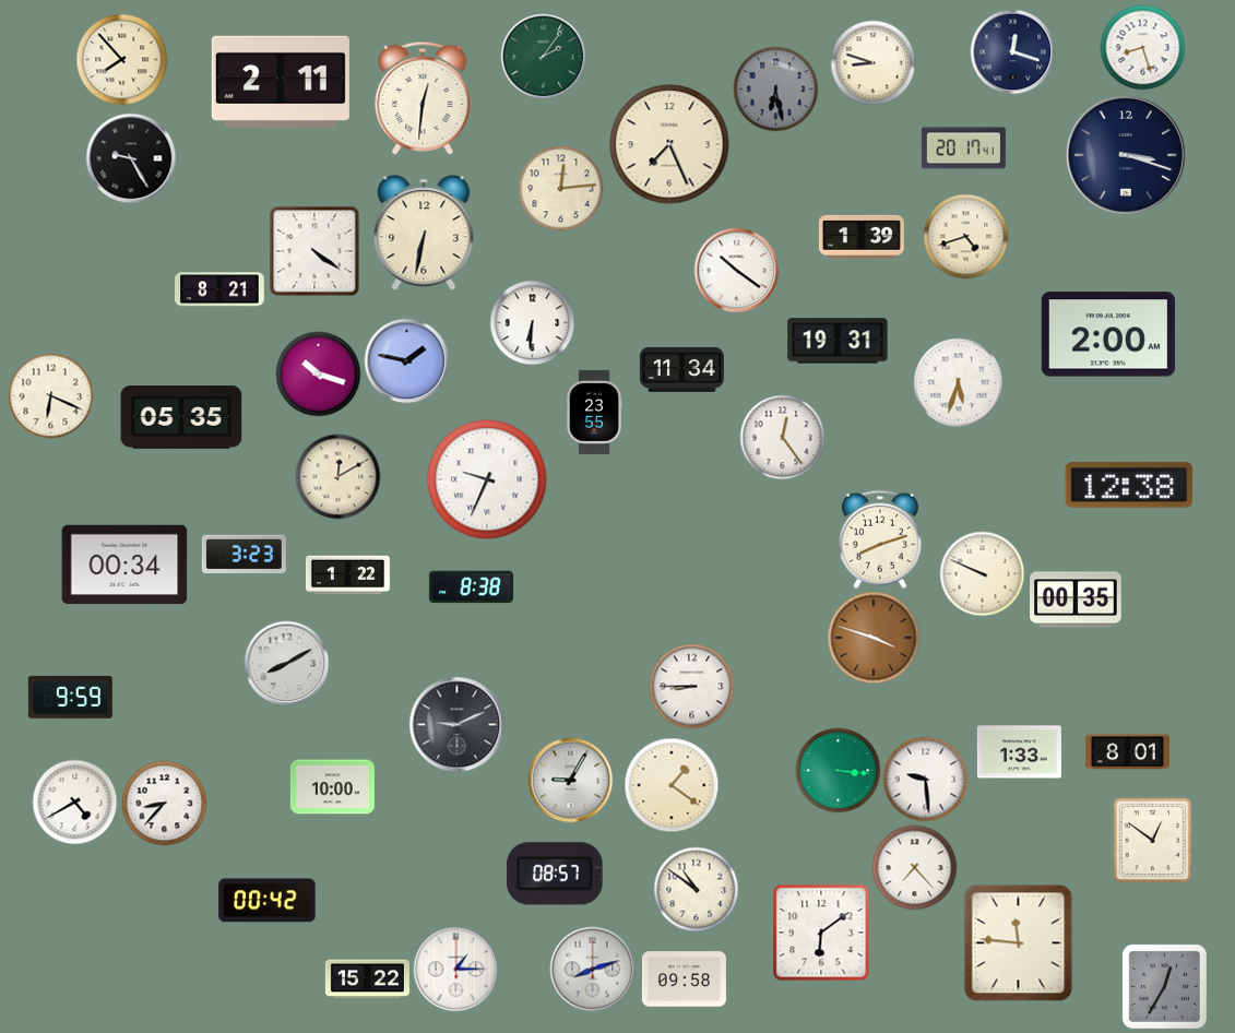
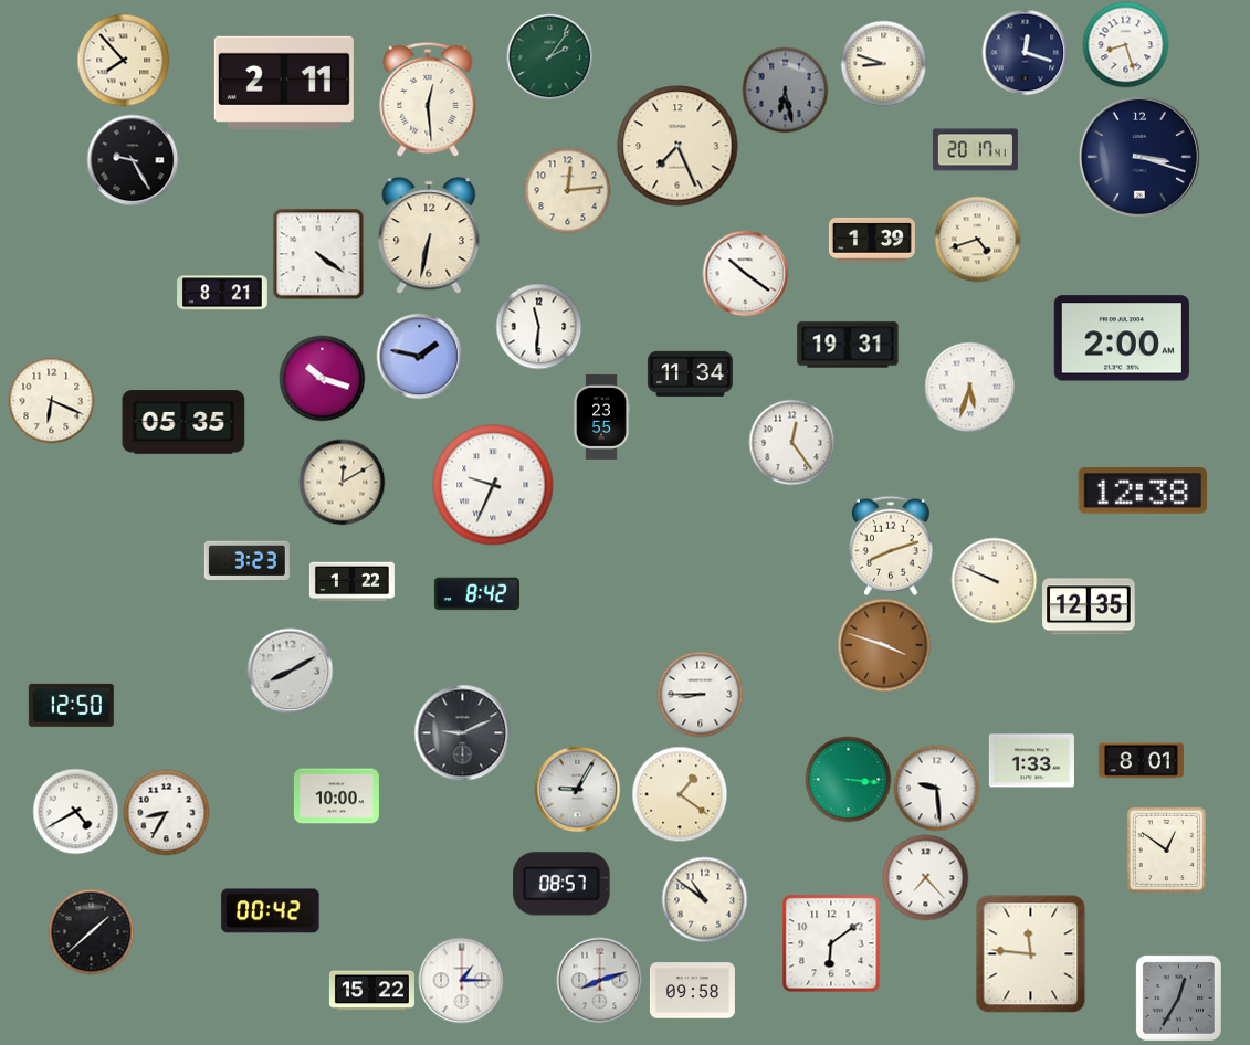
clock at (1142, 47) position: (1142, 47) -> (1125, 44)
clock at (423, 98): 12:31 -> 12:29
clock at (532, 322): 6:31 -> 11:31
clock at (406, 360) position: (406, 360) -> (419, 356)
clock at (124, 565): 00:34 -> none
clock at (471, 587): 8:38 -> 8:42
clock at (1076, 599): 00:35 -> 12:35
clock at (70, 697): 9:59 -> 12:50
clock at (164, 803): 8:37 -> 8:35
clock at (91, 931): none -> 1:38
